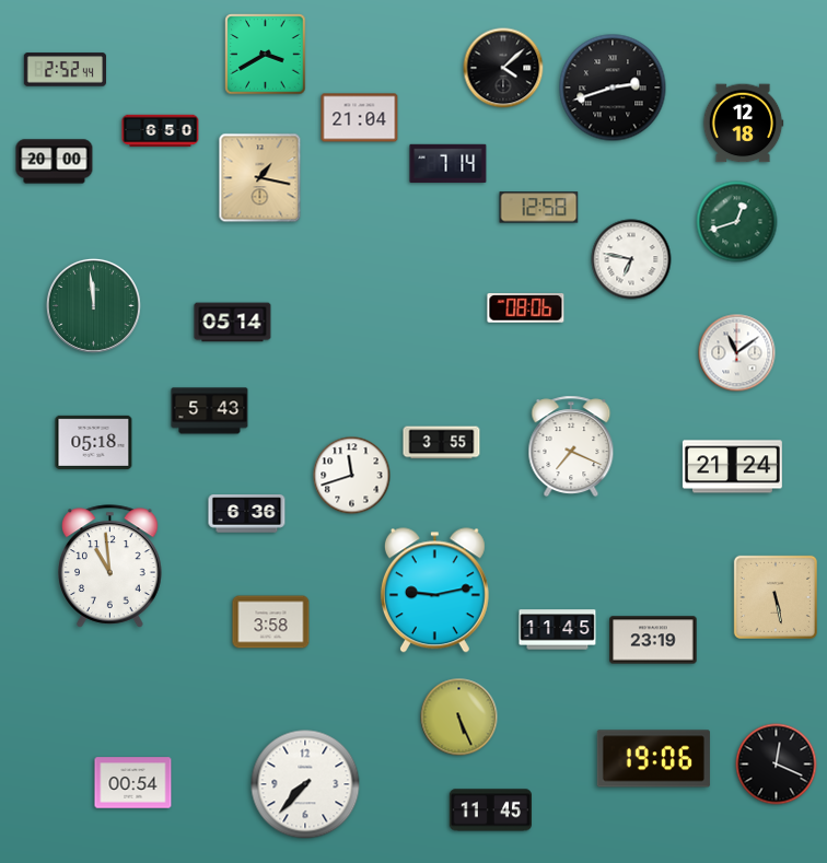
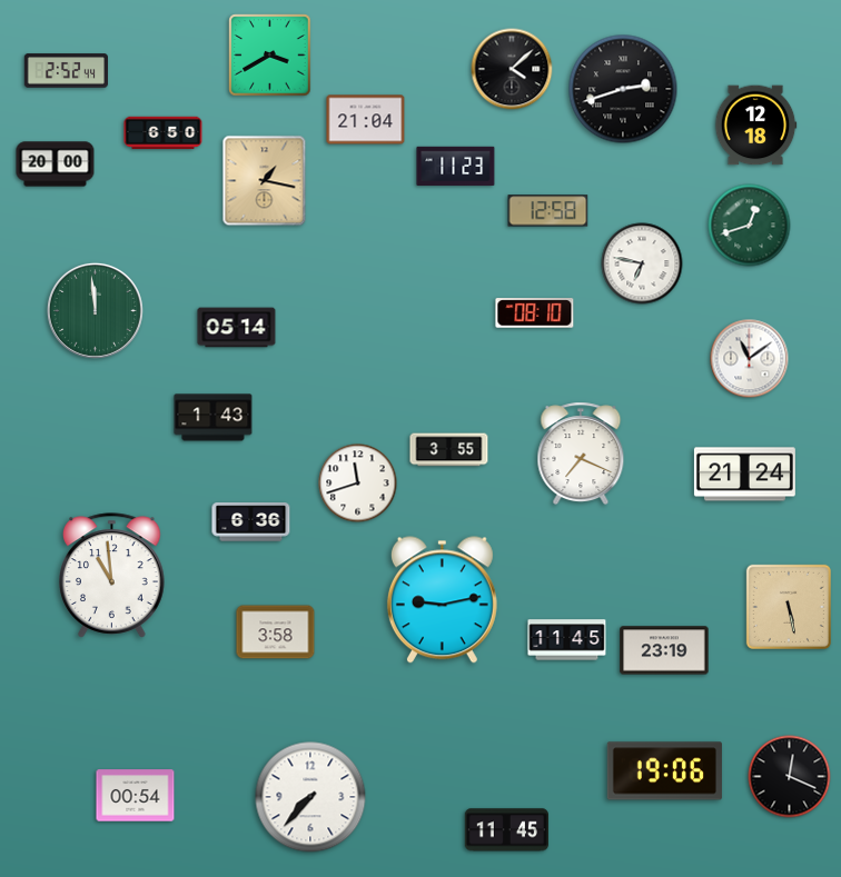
clock at (449, 164): 7:14 -> 11:23
clock at (526, 308): 08:06 -> 08:10
clock at (210, 411): 5:43 -> 1:43
clock at (94, 442): 05:18 -> none
clock at (459, 718): 5:26 -> none
clock at (490, 810) position: (490, 810) -> (506, 830)
